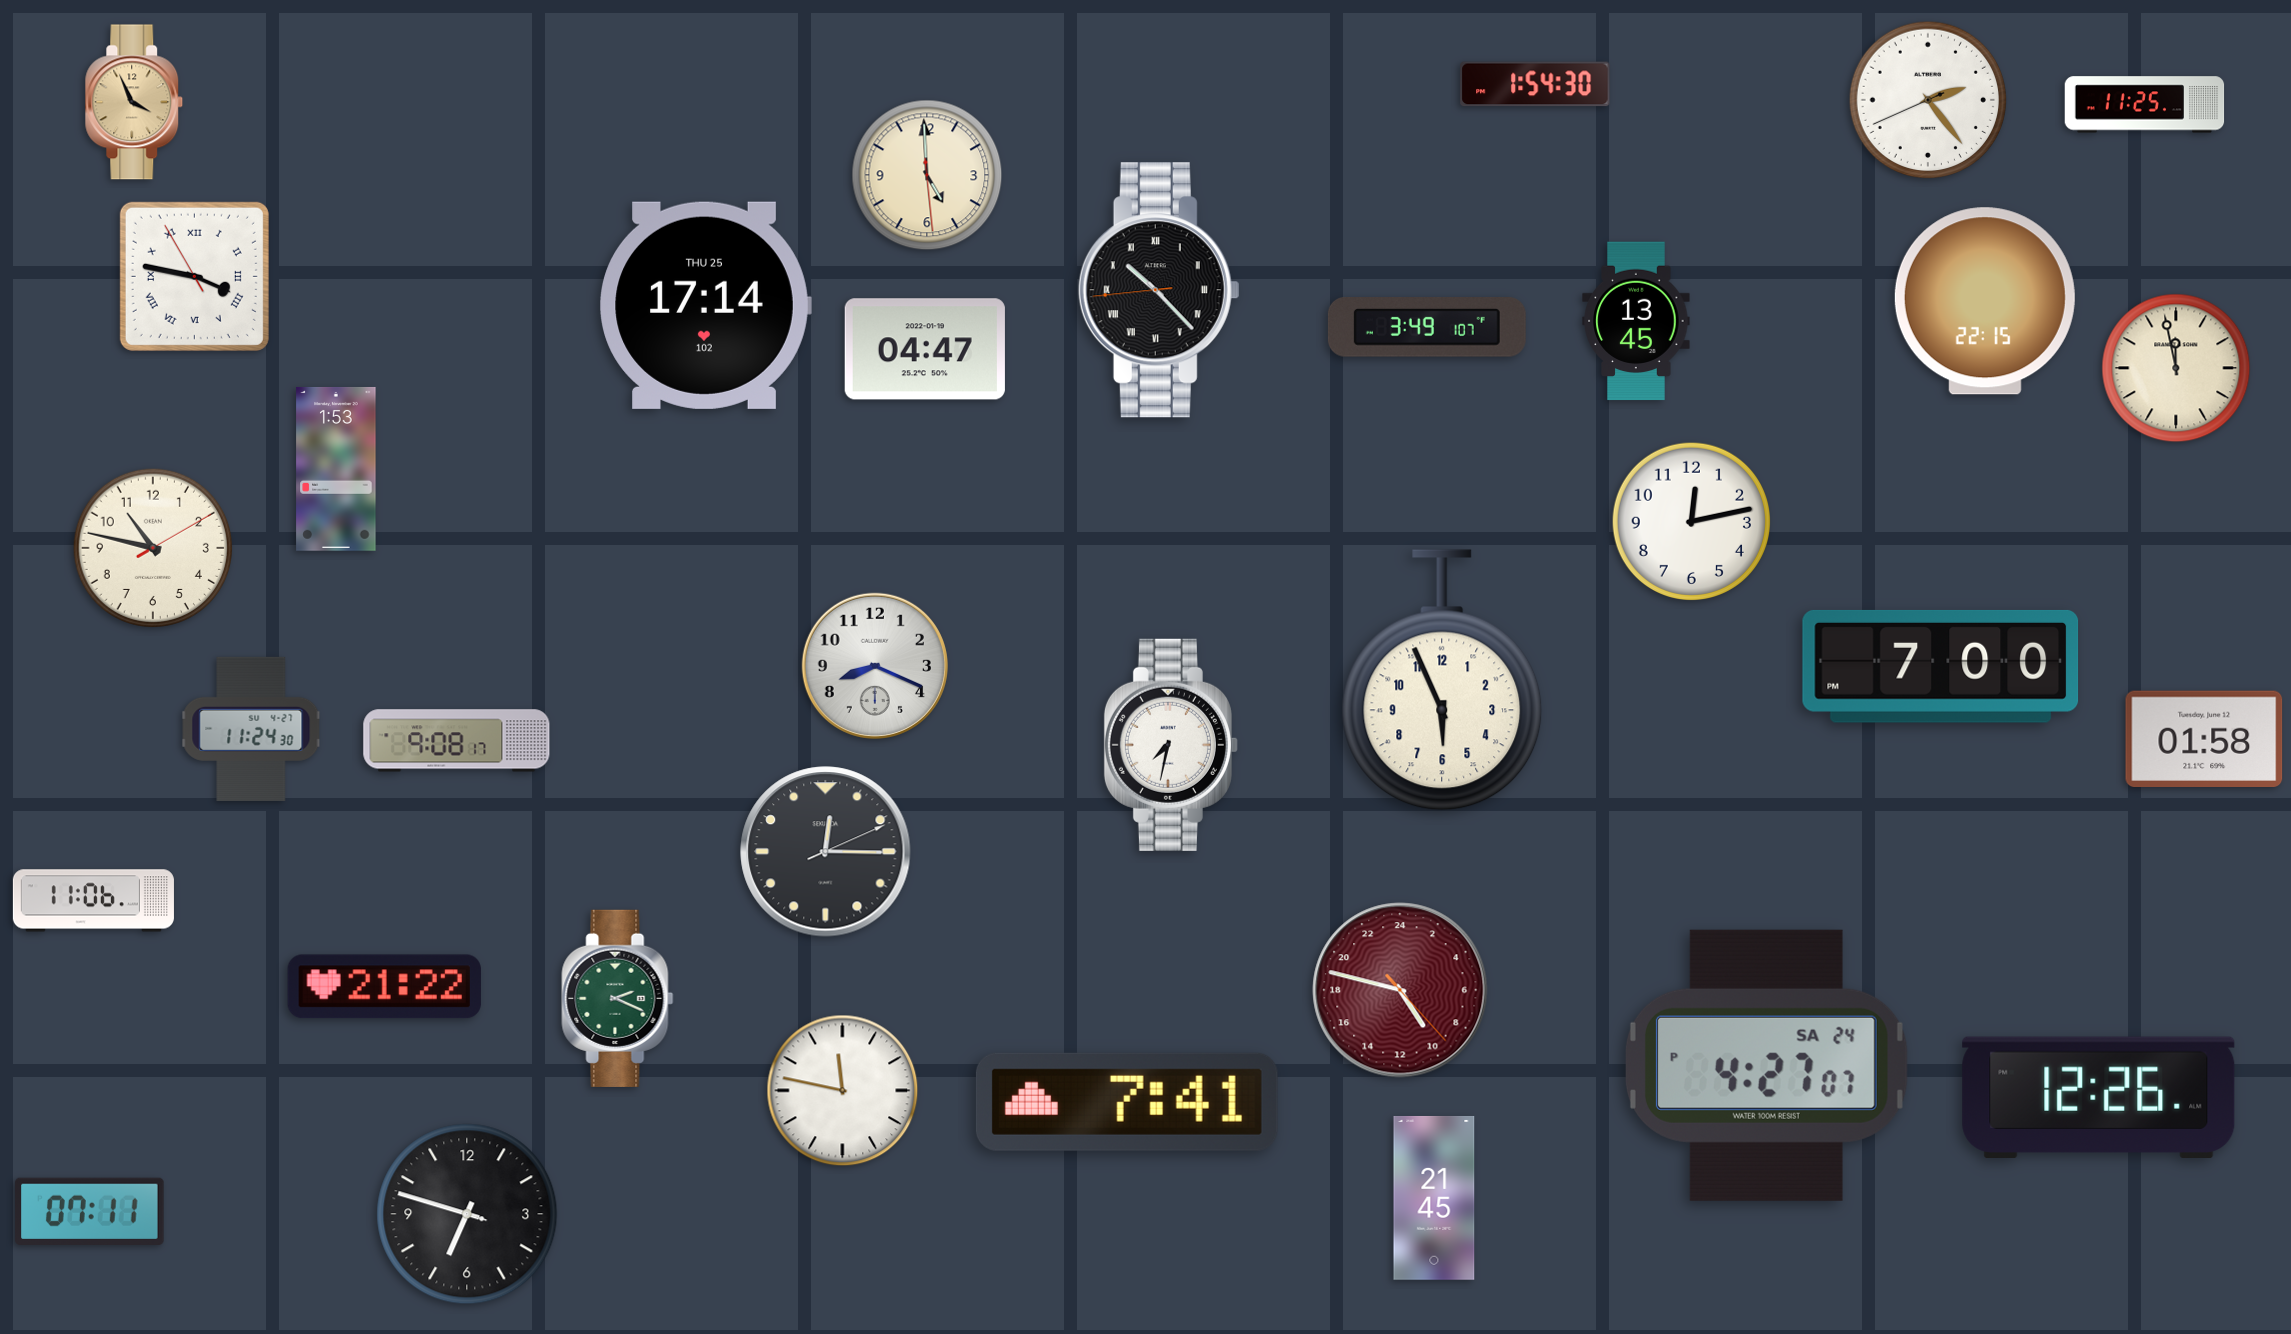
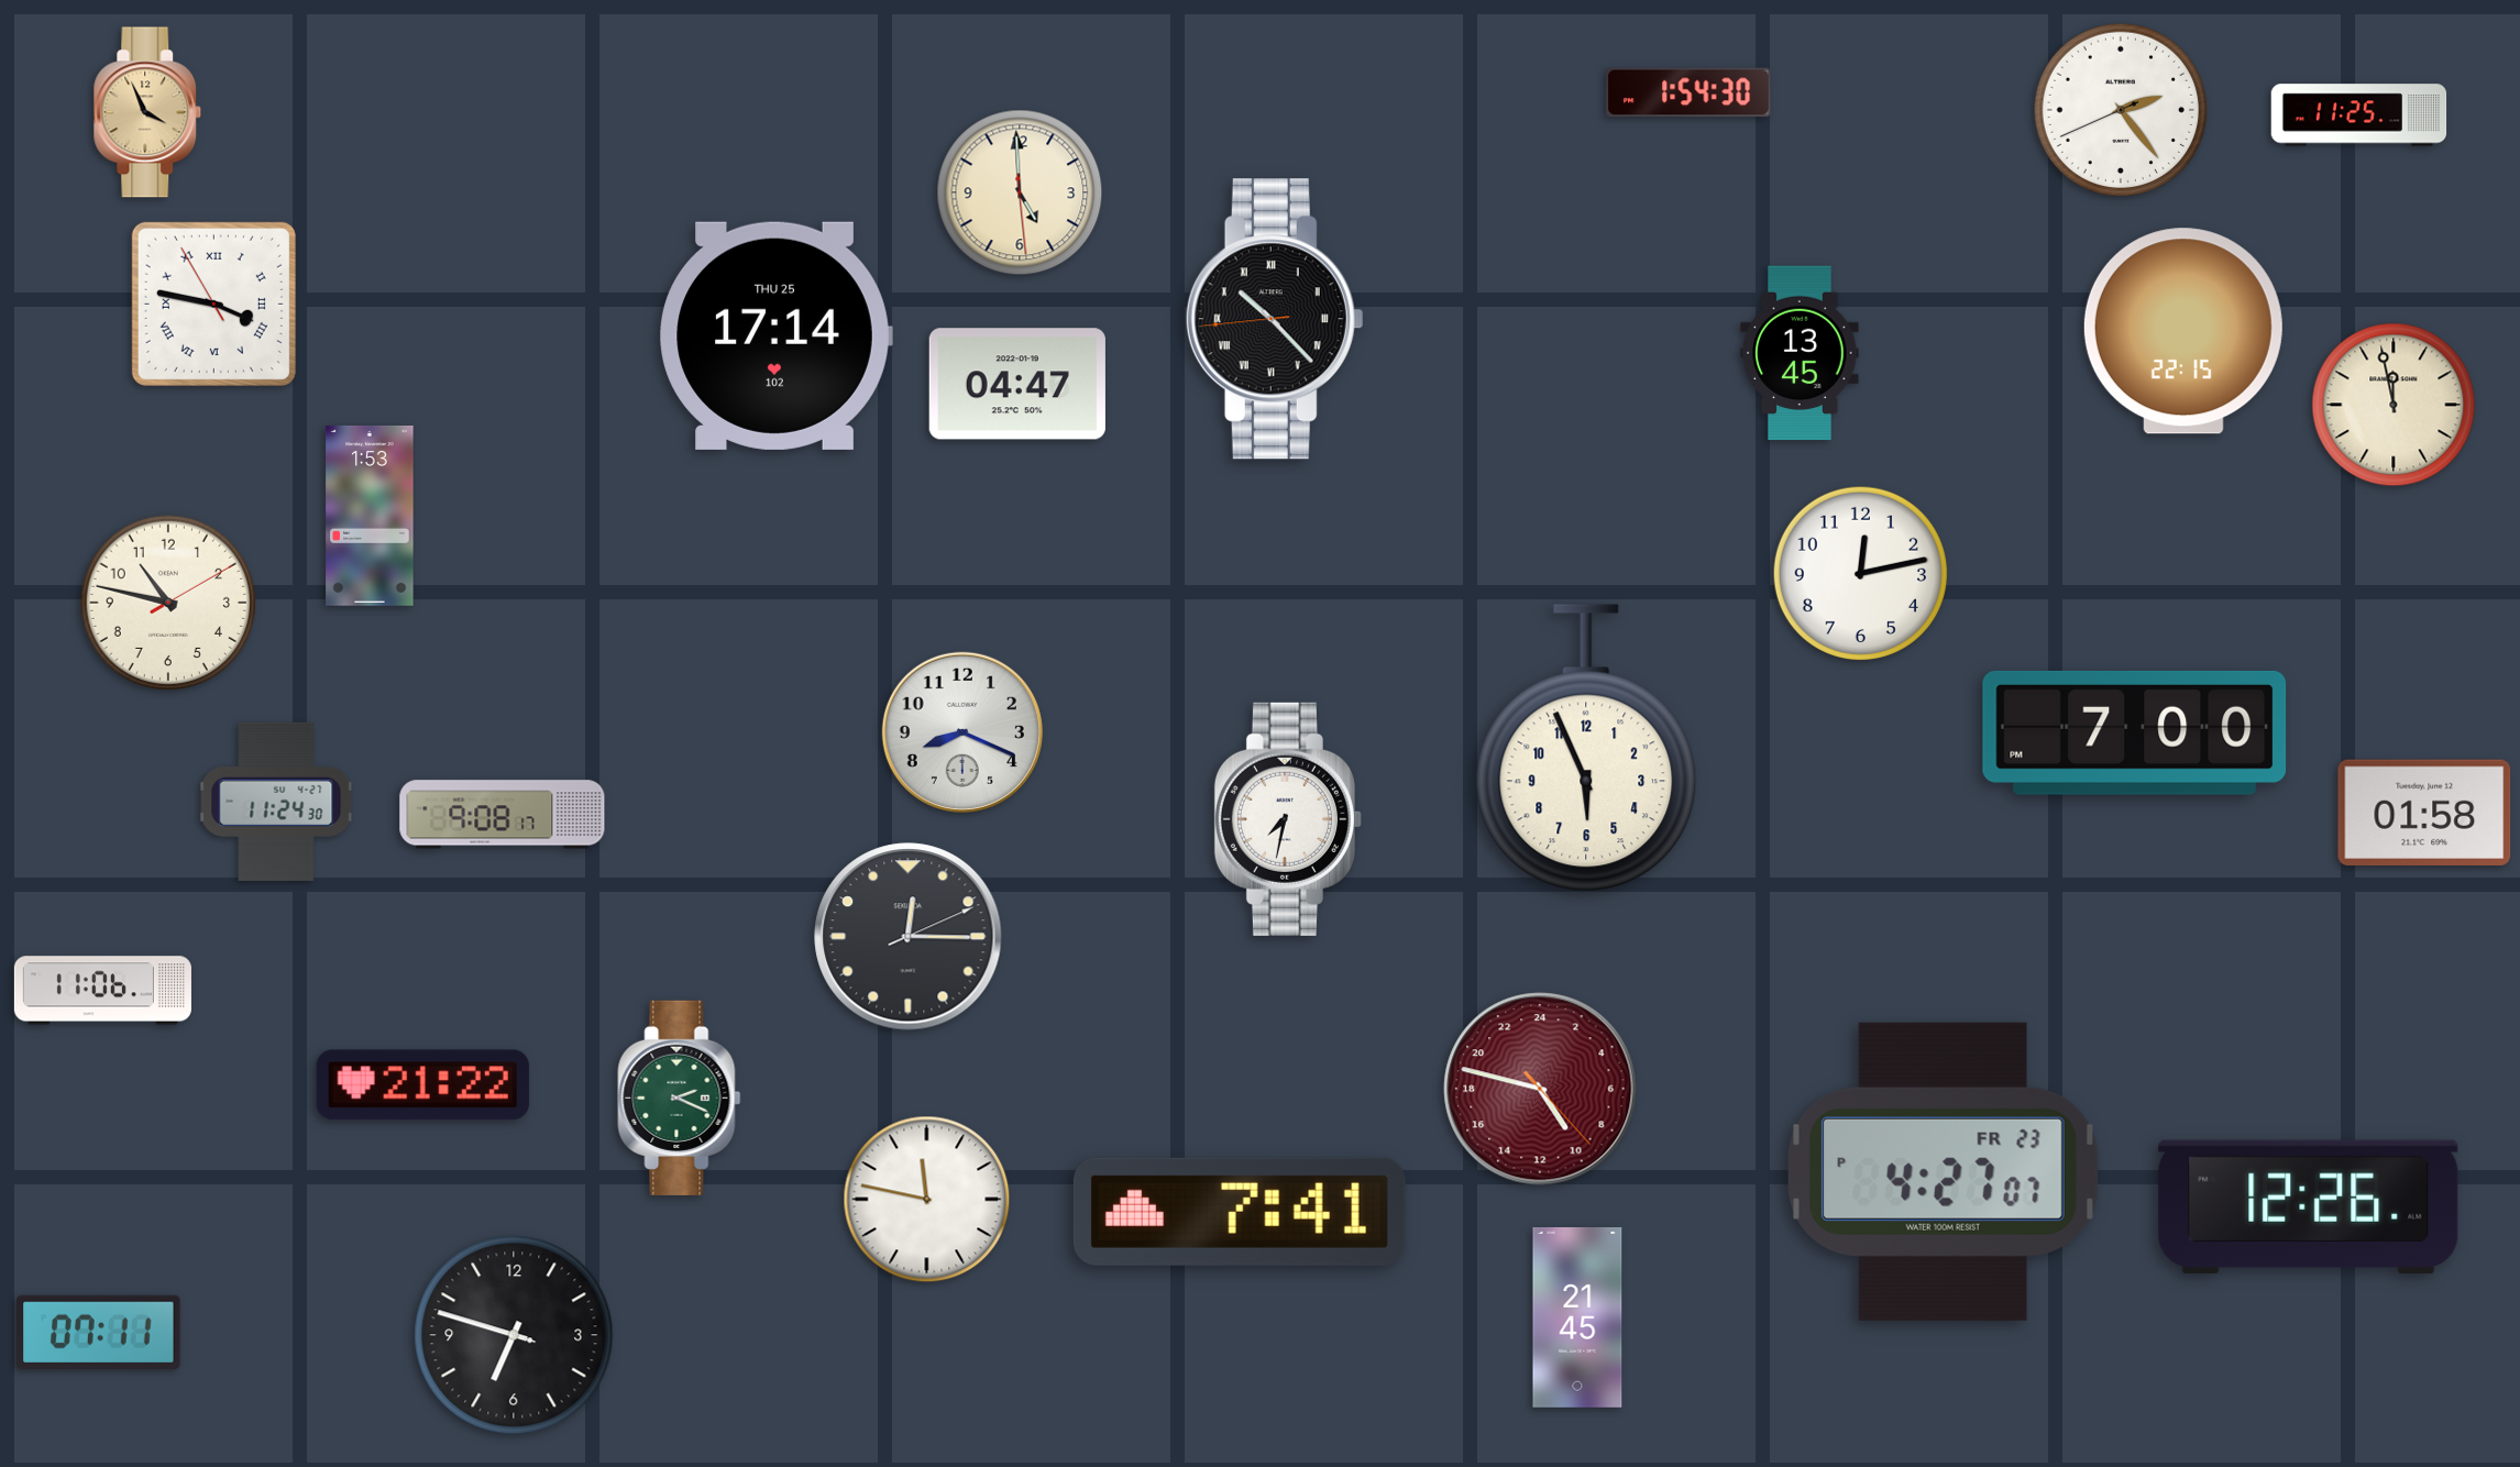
clock at (1427, 328): 3:49 -> none
clock at (1766, 1065) date: SA 24 -> FR 23
